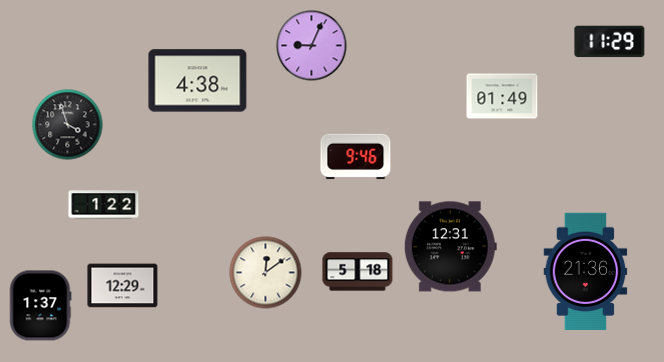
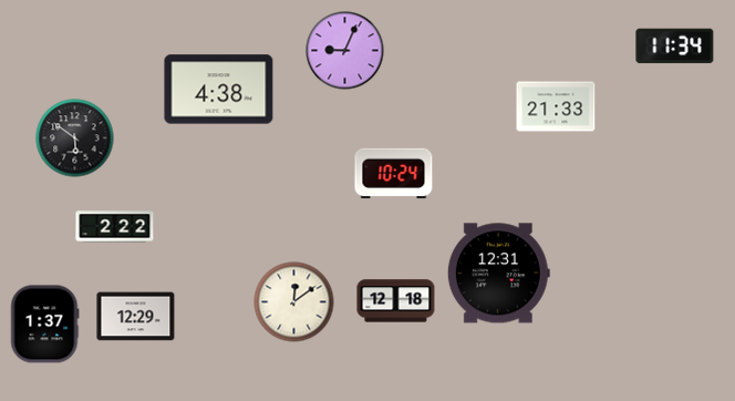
clock at (610, 42): 11:29 -> 11:34
clock at (502, 96): 01:49 -> 21:33
clock at (68, 125): 3:57 -> 5:51
clock at (356, 157): 9:46 -> 10:24
clock at (104, 205): 1:22 -> 2:22
clock at (586, 271): 21:36 -> none
clock at (358, 272): 5:18 -> 12:18
clock at (40, 306) position: (40, 306) -> (44, 325)
